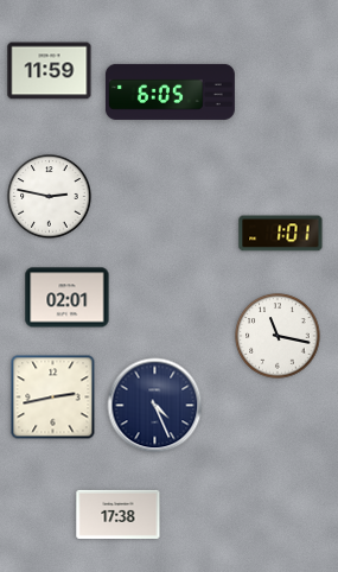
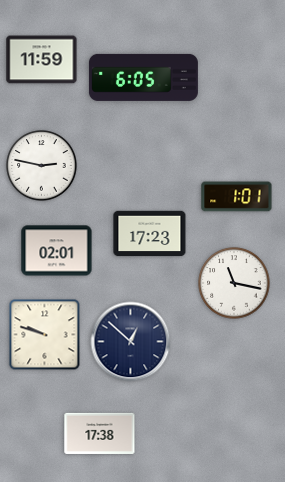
clock at (150, 234): none -> 17:23
clock at (53, 398): 2:43 -> 9:48
clock at (155, 406): 4:26 -> 12:52
